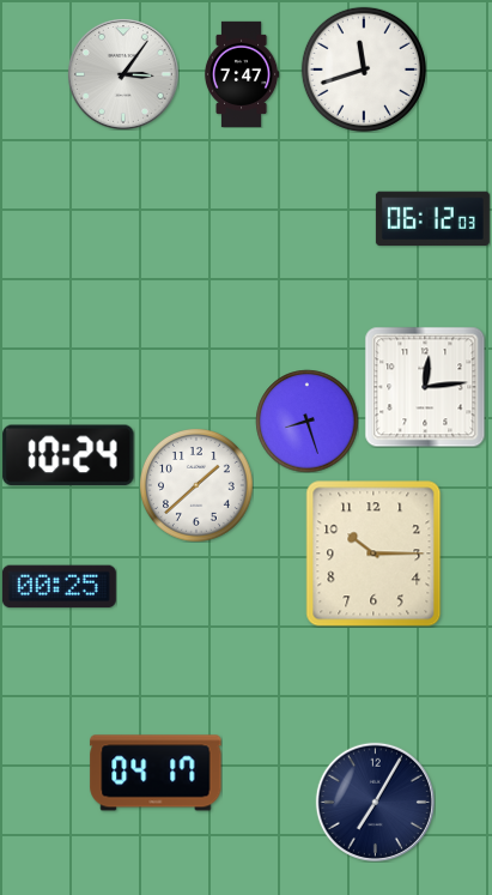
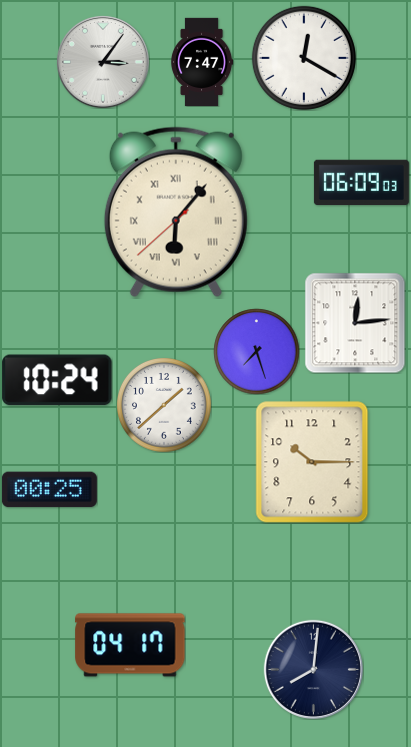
clock at (364, 69): 11:42 -> 12:20
clock at (432, 219): 06:12 -> 06:09
clock at (176, 212): none -> 6:06
clock at (306, 421): 8:27 -> 7:27
clock at (375, 802): 7:05 -> 8:01
